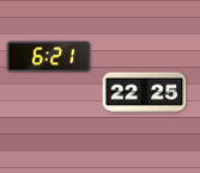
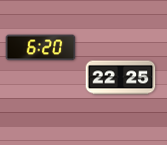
clock at (49, 57): 6:21 -> 6:20
